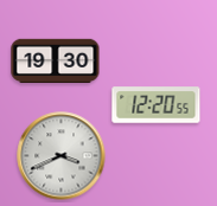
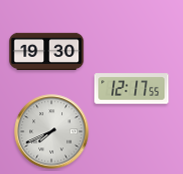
clock at (157, 105): 12:20 -> 12:17
clock at (62, 156): 3:41 -> 7:41
